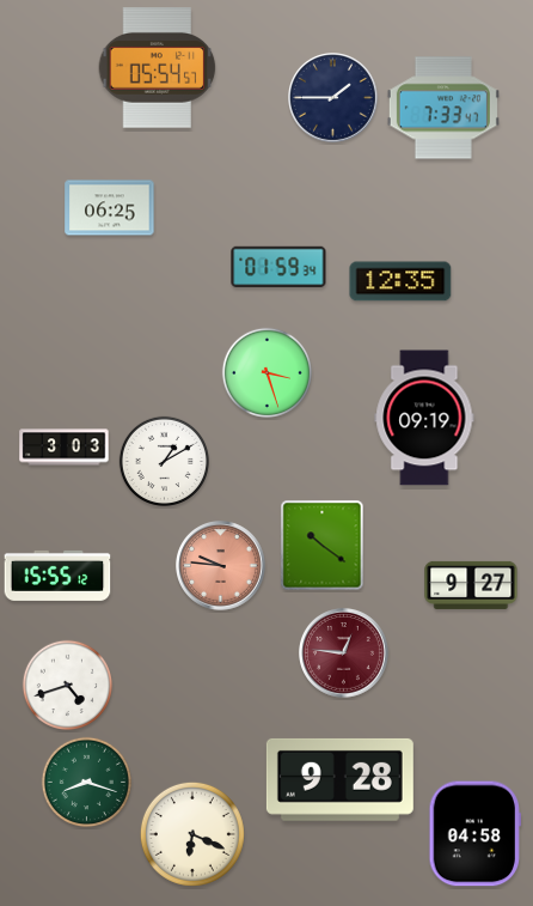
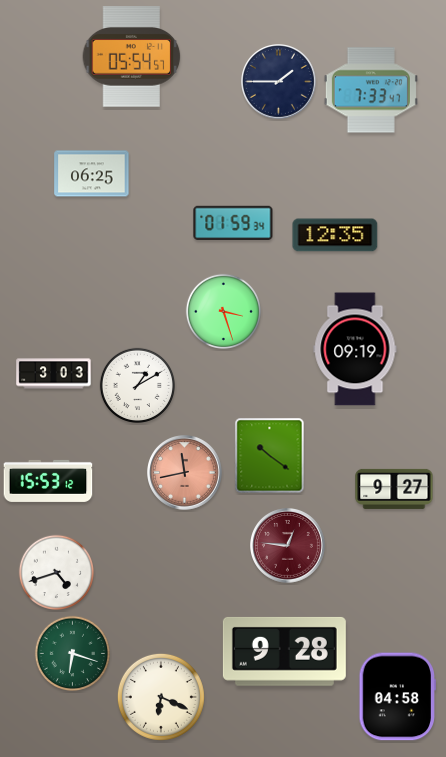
clock at (221, 566): 9:46 -> 11:43
clock at (57, 576): 15:55 -> 15:53
clock at (86, 782): 8:18 -> 6:18
